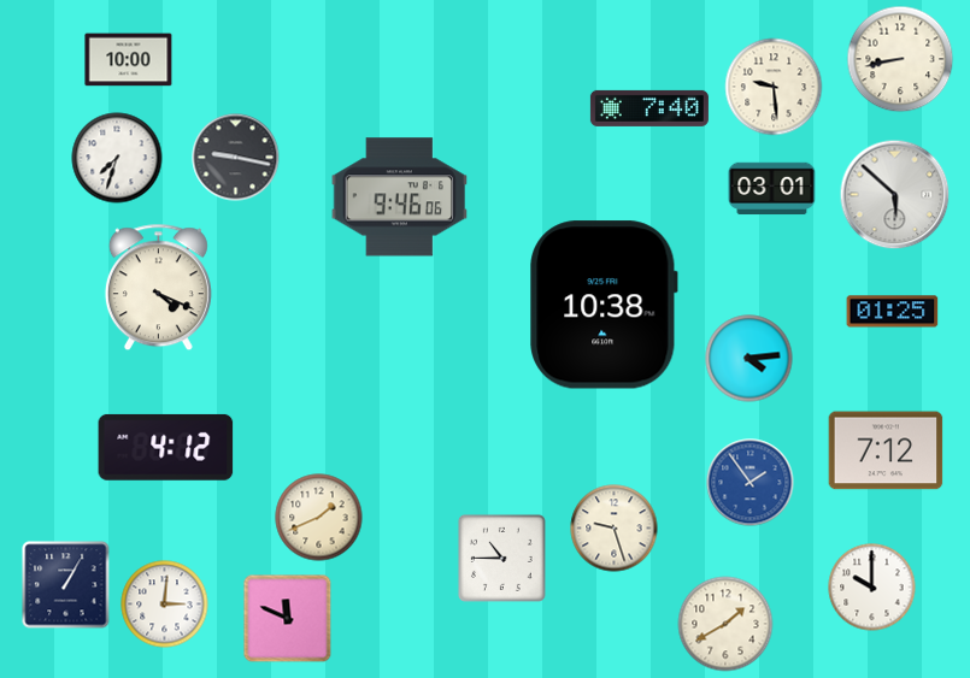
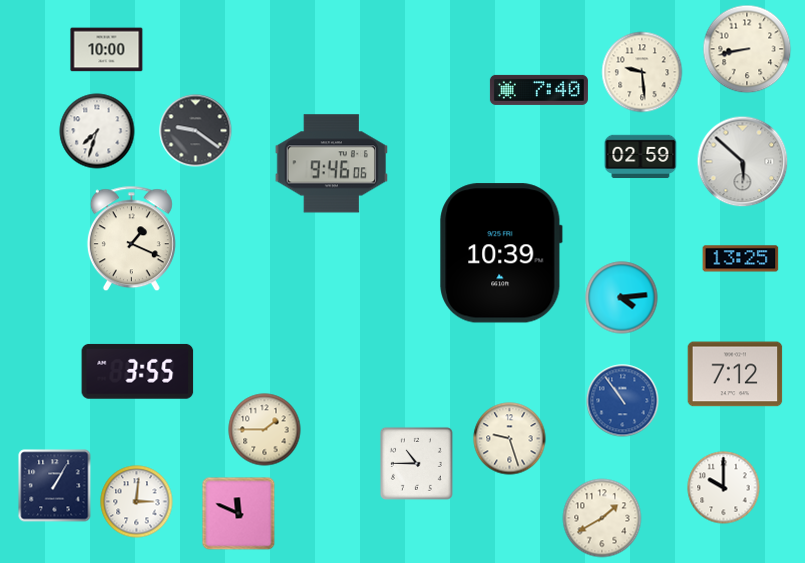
clock at (236, 158): 9:17 -> 9:21
clock at (772, 189): 03:01 -> 02:59
clock at (158, 288): 4:19 -> 1:19
clock at (604, 305): 10:38 -> 10:39
clock at (893, 312): 01:25 -> 13:25
clock at (166, 447): 4:12 -> 3:55
clock at (751, 483): 1:54 -> 10:54
clock at (319, 518): 1:41 -> 1:45
